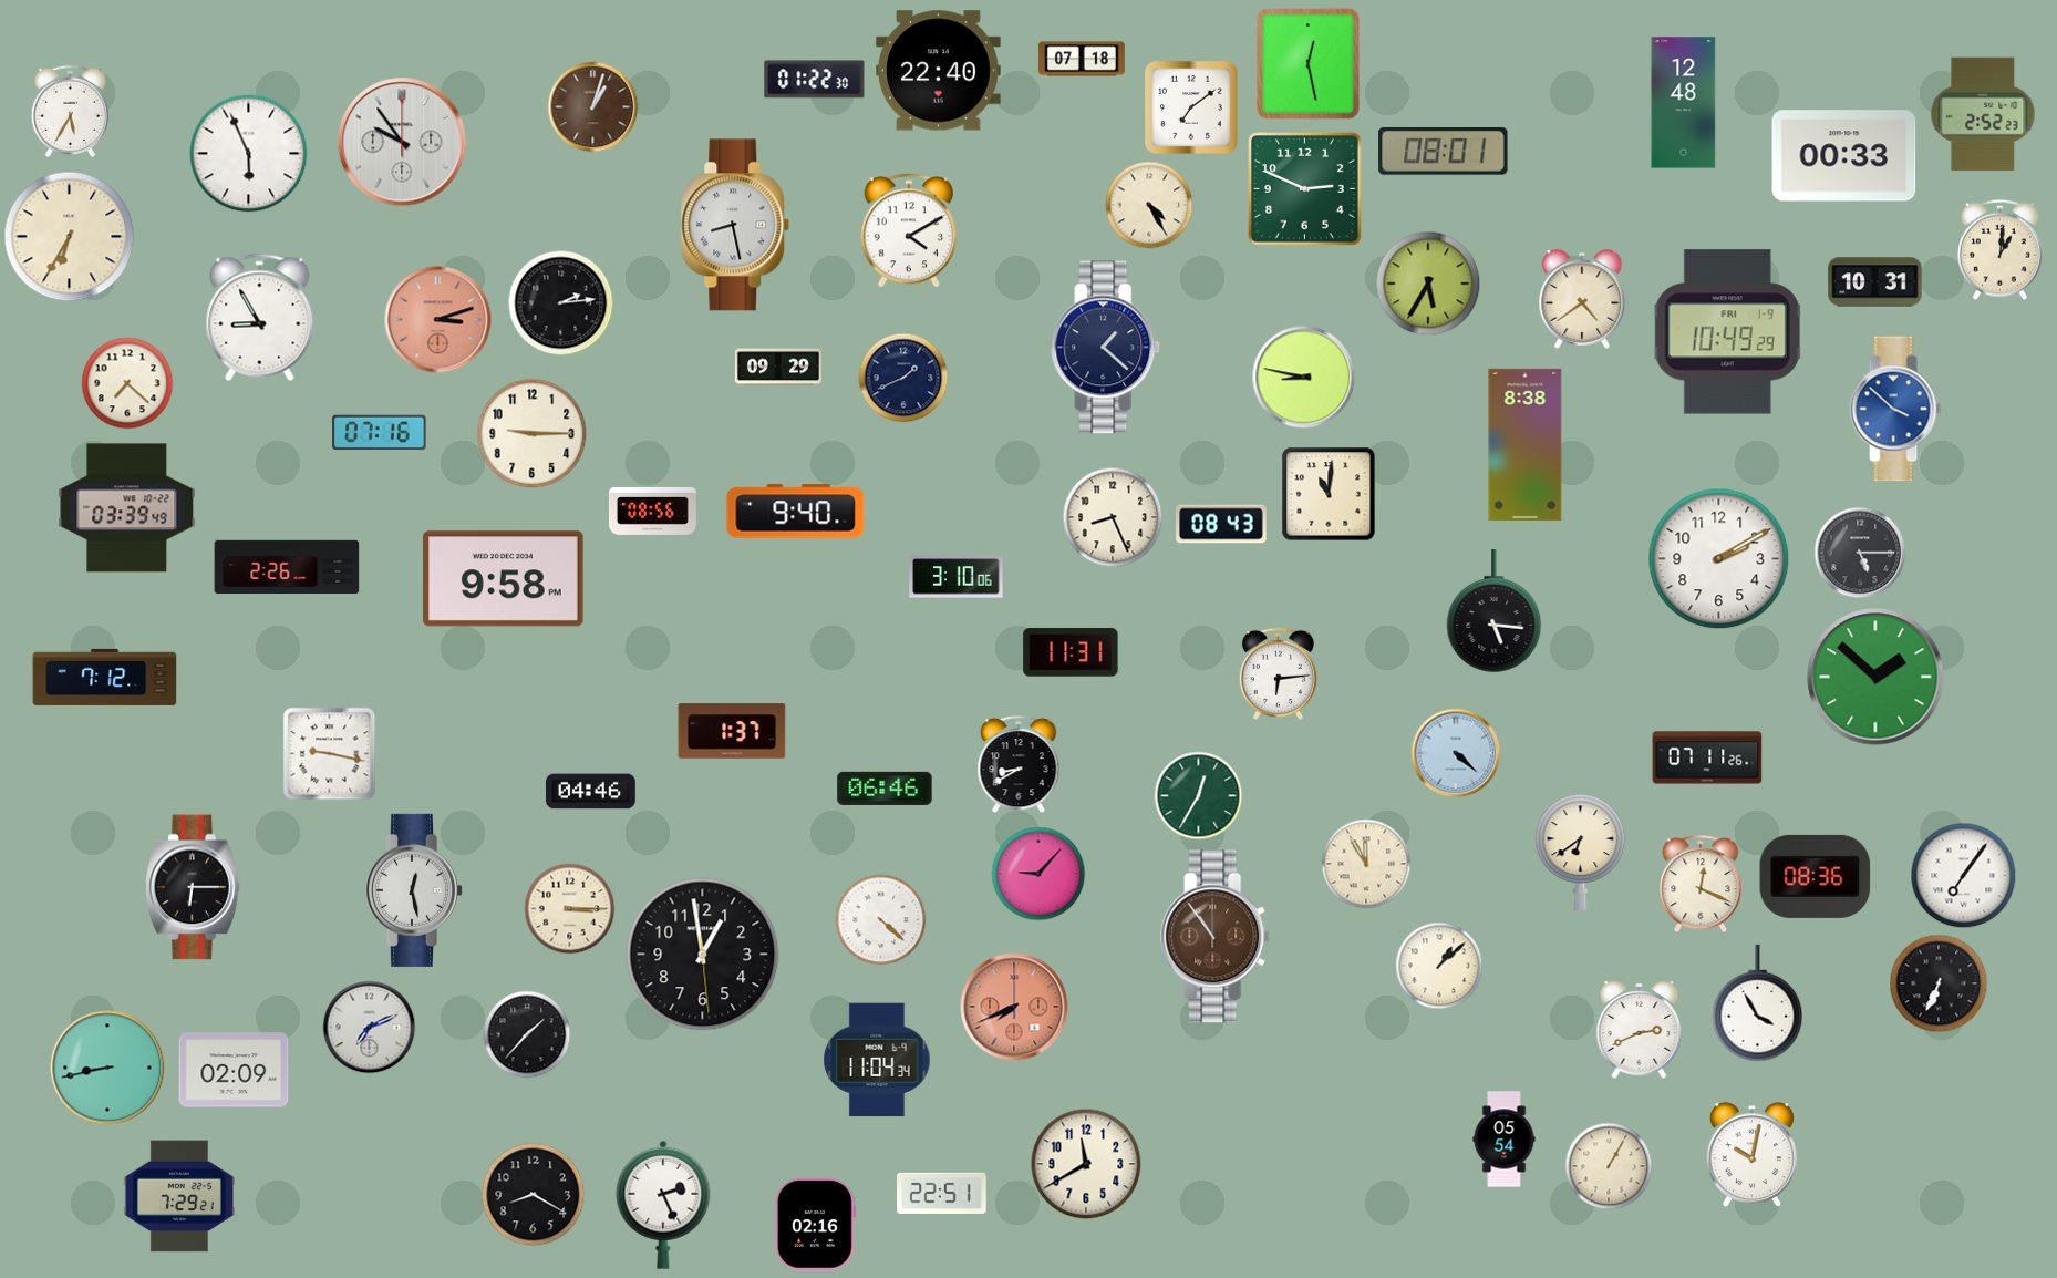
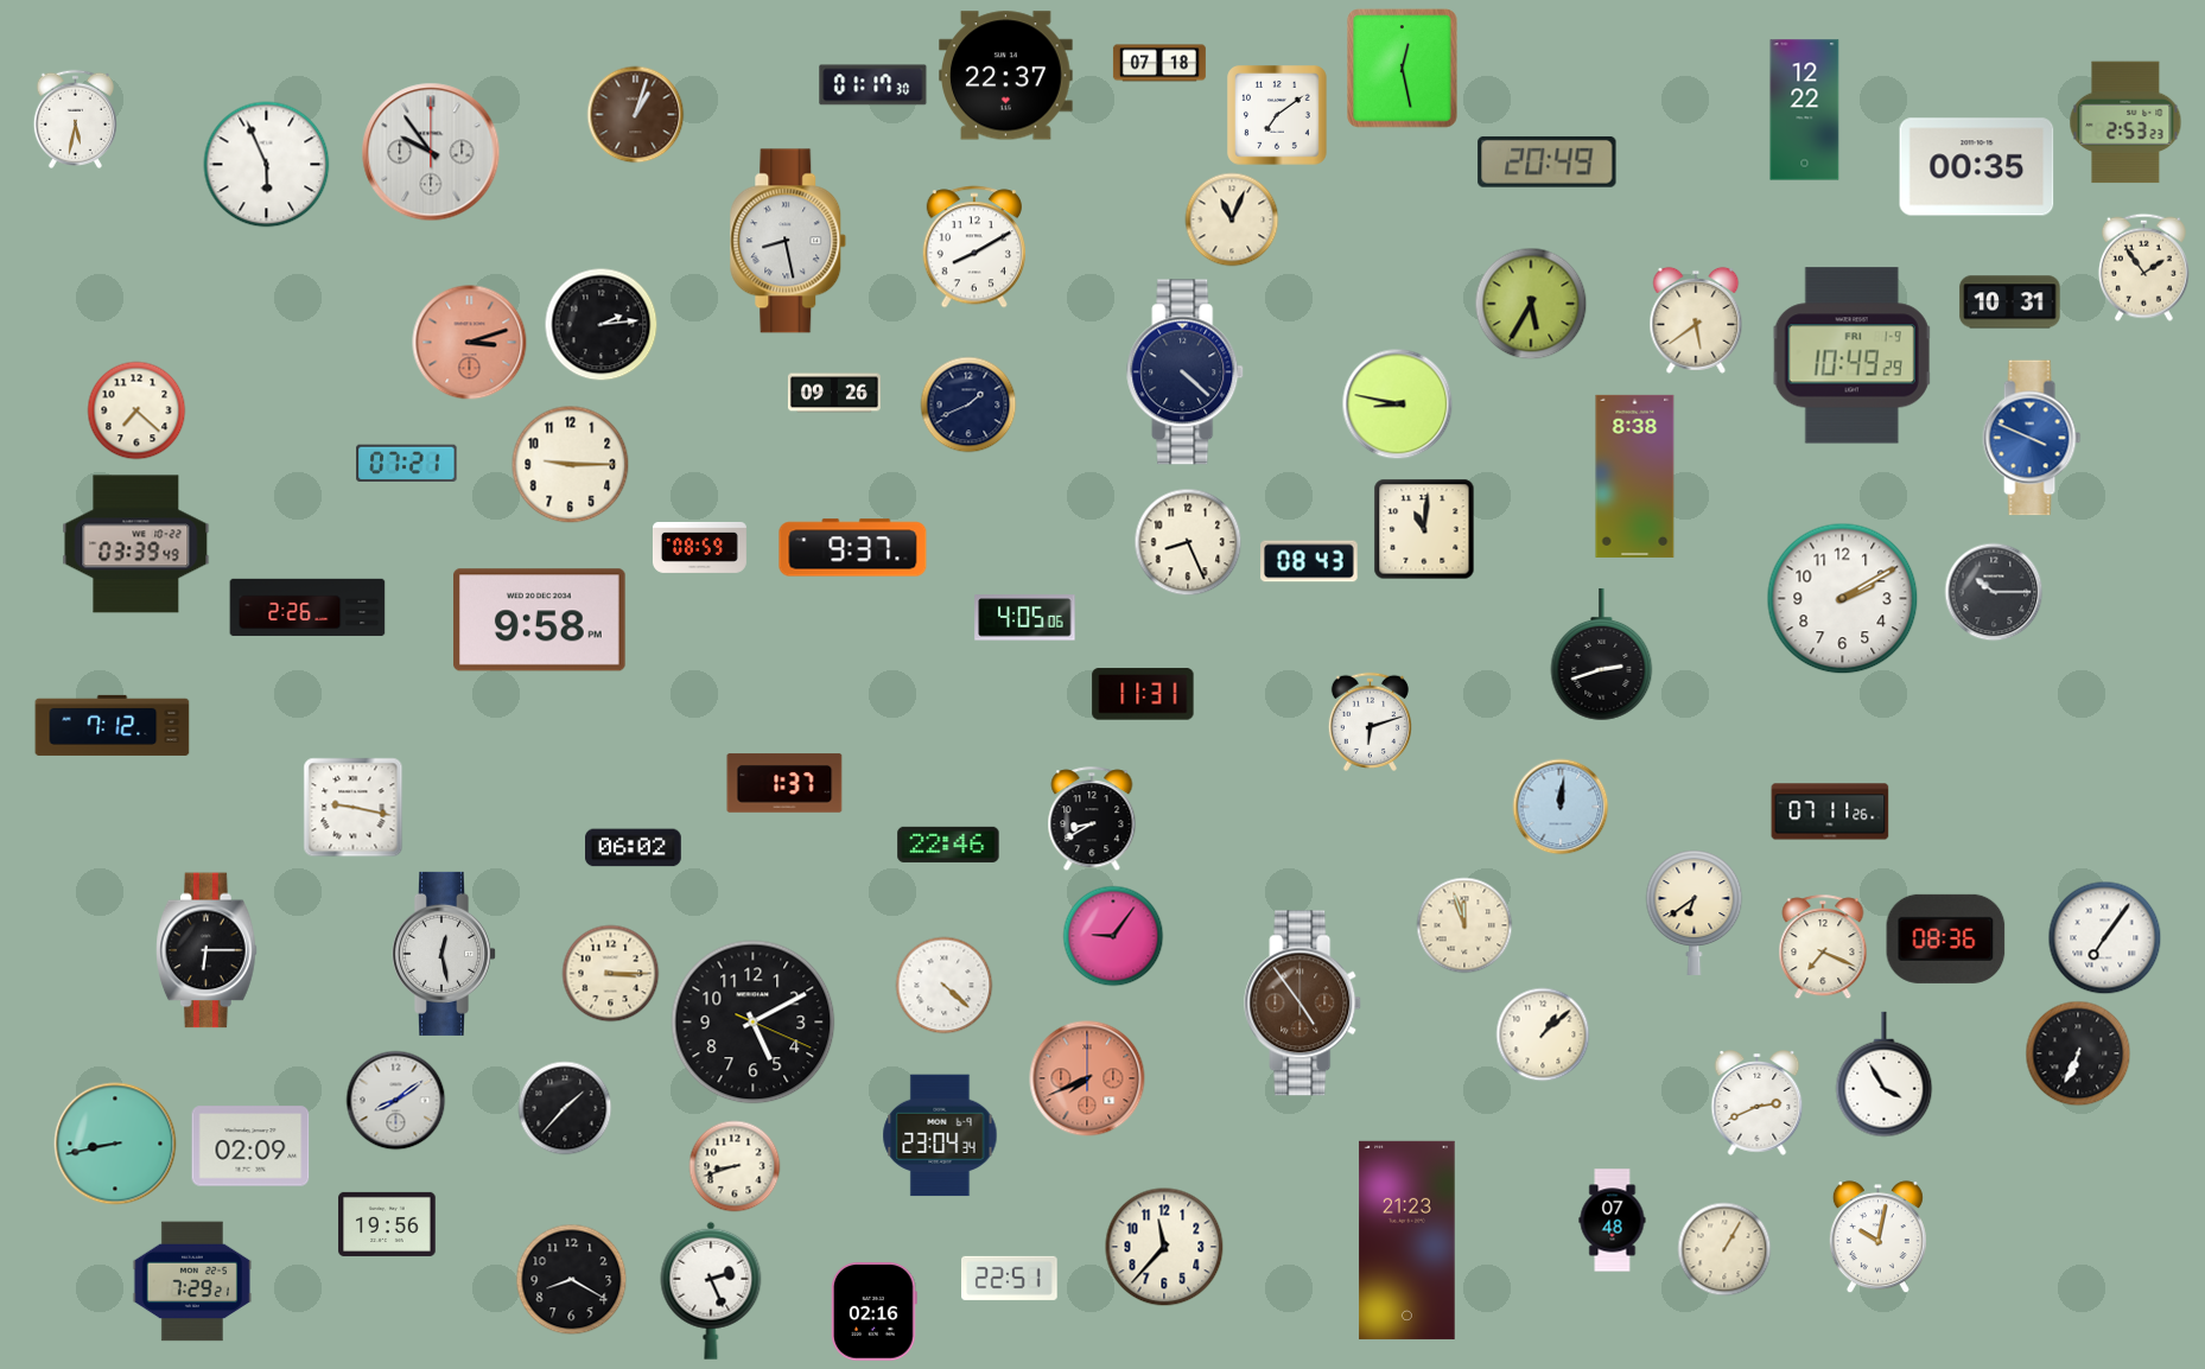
clock at (939, 71): 22:40 -> 22:37
clock at (815, 80): 01:22 -> 01:17
clock at (1684, 103): 12:48 -> 12:22
clock at (70, 111): 5:35 -> 5:32
clock at (1983, 114): 2:52 -> 2:53
clock at (1444, 151): 08:01 -> 20:49
clock at (1844, 156): 00:33 -> 00:35
clock at (1305, 189): 2:49 -> none
clock at (1149, 205): 4:25 -> 11:04
clock at (908, 230): 4:10 -> 8:10
clock at (70, 237): 6:35 -> none
clock at (1999, 249): 1:01 -> 1:54
clock at (1582, 299): 4:39 -> 5:39
clock at (260, 318): 8:55 -> none
clock at (1106, 348): 1:22 -> 4:22
clock at (778, 367): 09:29 -> 09:26
clock at (1895, 409): 3:52 -> 3:49
clock at (380, 433): 07:16 -> 07:21
clock at (653, 511): 08:56 -> 08:59
clock at (796, 512): 9:40 -> 9:37
clock at (1113, 517) position: (1113, 517) -> (1188, 542)
clock at (1860, 553): 5:15 -> 10:15
clock at (957, 577): 3:10 -> 4:05
clock at (1495, 611): 5:16 -> 2:42
clock at (1071, 652) position: (1071, 652) -> (1143, 694)
clock at (1278, 673): 6:14 -> 6:12
clock at (1875, 677): 1:52 -> none
clock at (1456, 753): 4:22 -> 12:01
clock at (885, 789): 06:46 -> 22:46
clock at (591, 792): 04:46 -> 06:02
clock at (1199, 796): 12:35 -> none
clock at (1366, 864): 11:55 -> 11:57
clock at (1038, 874): 9:07 -> 9:06
clock at (1701, 885): 12:19 -> 7:19
clock at (1216, 937): 10:54 -> 4:54
clock at (703, 955): 12:58 -> 5:10
clock at (370, 1028): 7:11 -> 8:09
clock at (877, 1060): 11:04 -> 23:04
clock at (735, 1166): none -> 8:42
clock at (1505, 1140): 05:54 -> 07:48
clock at (387, 1224): none -> 19:56
clock at (1407, 1240): none -> 21:23
clock at (1086, 1164): 11:40 -> 11:37
